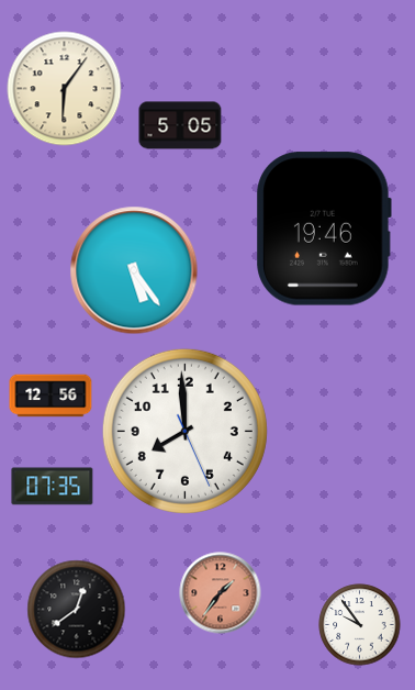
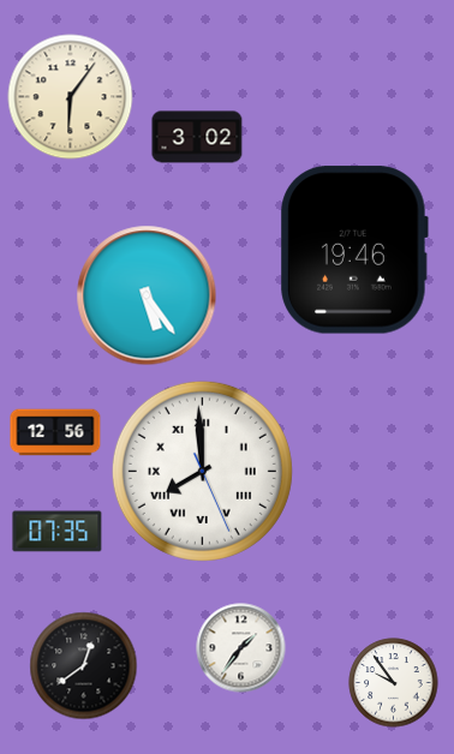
clock at (180, 125): 5:05 -> 3:02
clock at (184, 431) numerals: Arabic -> Roman
clock at (221, 593) dial: salmon -> white
